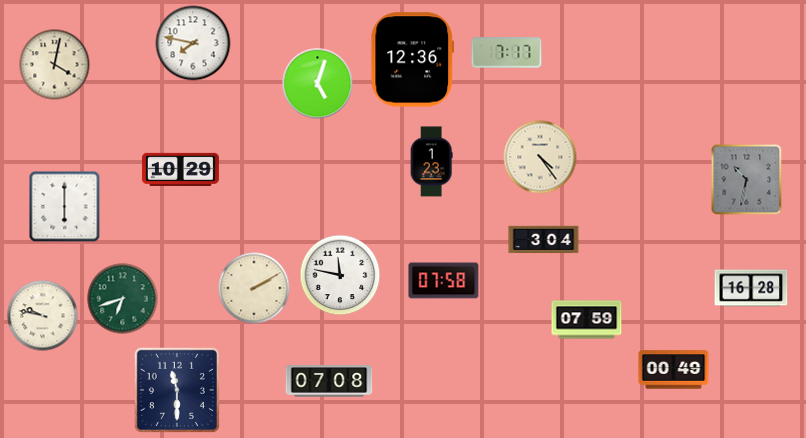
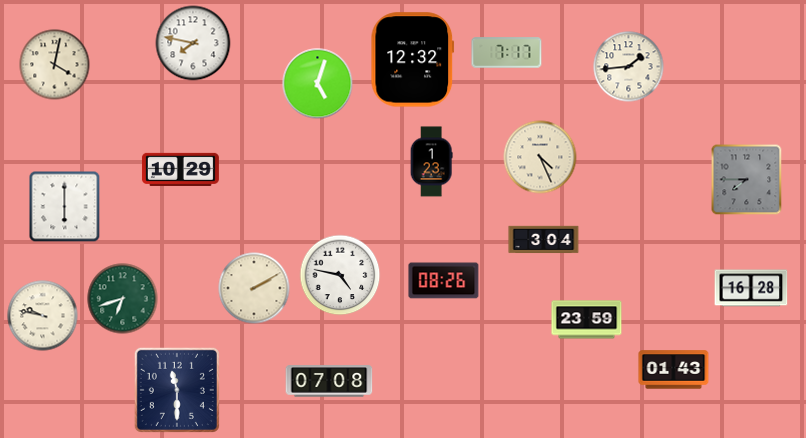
clock at (413, 60): 12:36 -> 12:32
clock at (629, 67): none -> 1:44
clock at (540, 157): 4:24 -> 4:26
clock at (747, 180): 10:32 -> 7:45
clock at (340, 275): 11:47 -> 4:47
clock at (444, 281): 07:58 -> 08:26
clock at (587, 320): 07:59 -> 23:59
clock at (674, 370): 00:49 -> 01:43
